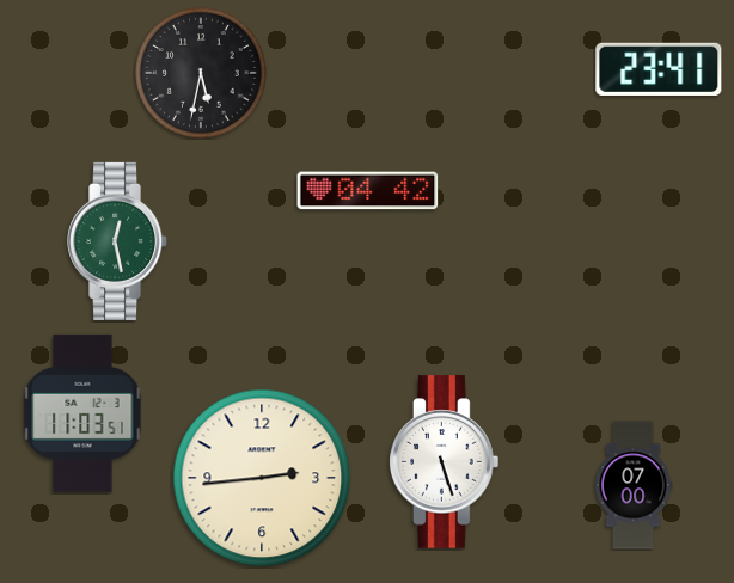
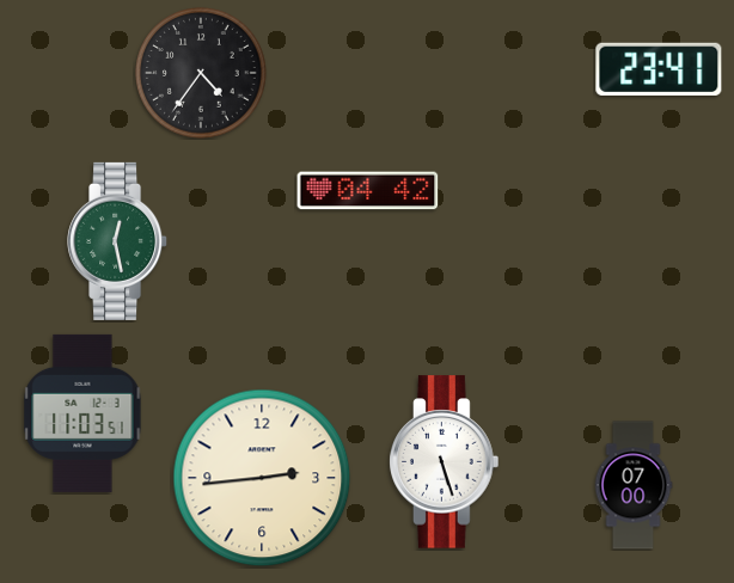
clock at (201, 73): 5:32 -> 4:36
